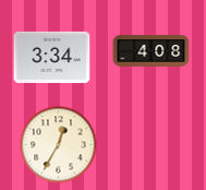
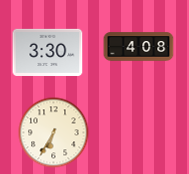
clock at (52, 57): 3:34 -> 3:30
clock at (59, 145): 12:35 -> 6:35
